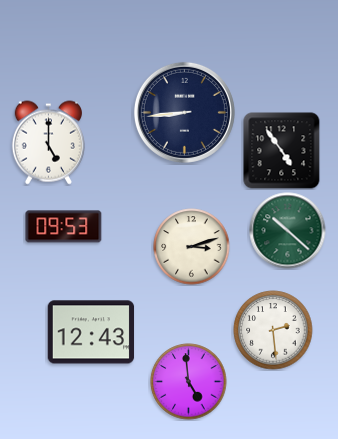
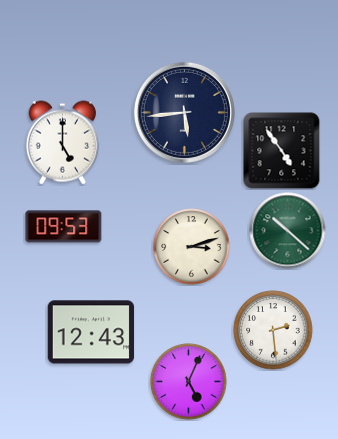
clock at (184, 112): 8:44 -> 5:44
clock at (48, 143) position: (48, 143) -> (62, 143)
clock at (189, 382): 4:59 -> 5:04
